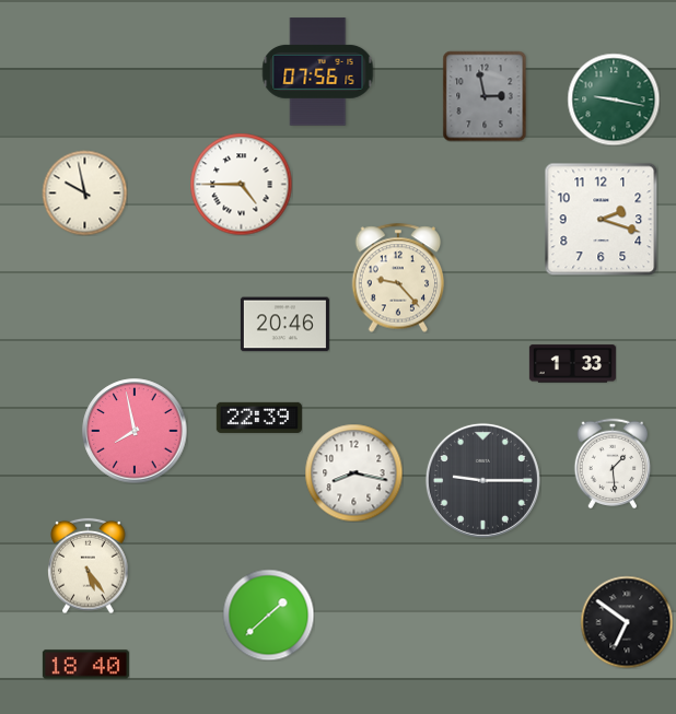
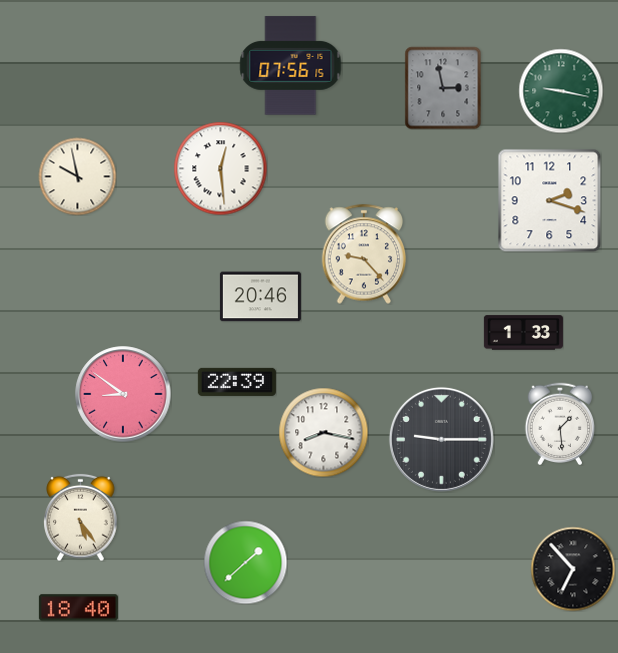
clock at (241, 184): 4:45 -> 12:29
clock at (135, 431): 7:58 -> 8:51
clock at (627, 622): 6:51 -> 6:53
